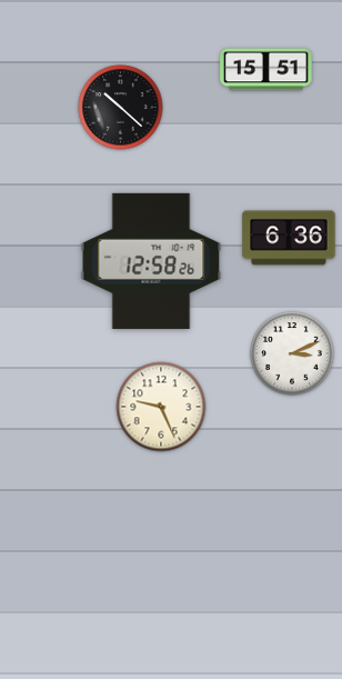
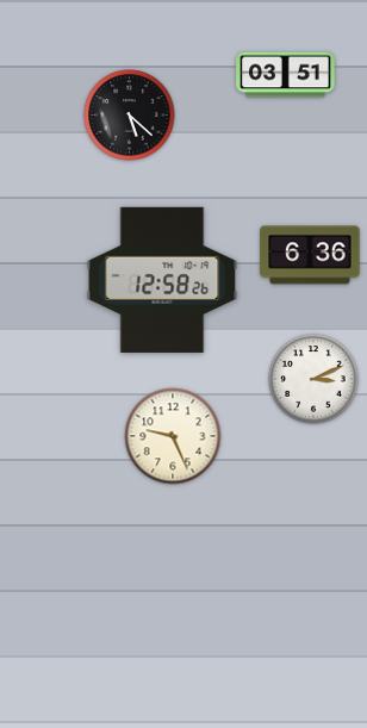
clock at (266, 70): 15:51 -> 03:51
clock at (121, 108): 10:22 -> 5:22
